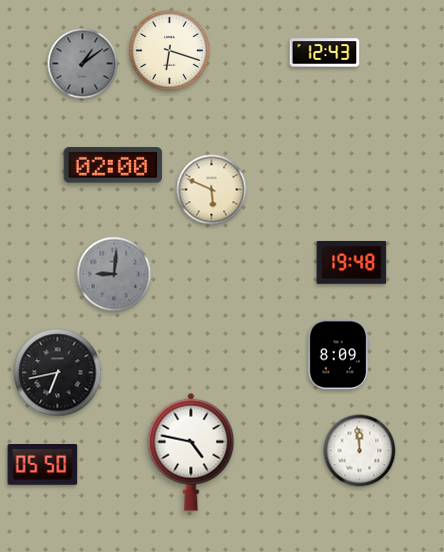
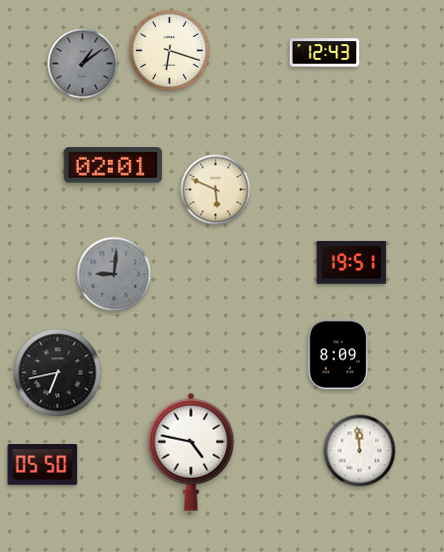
clock at (113, 165): 02:00 -> 02:01
clock at (212, 190) position: (212, 190) -> (216, 190)
clock at (352, 262): 19:48 -> 19:51
